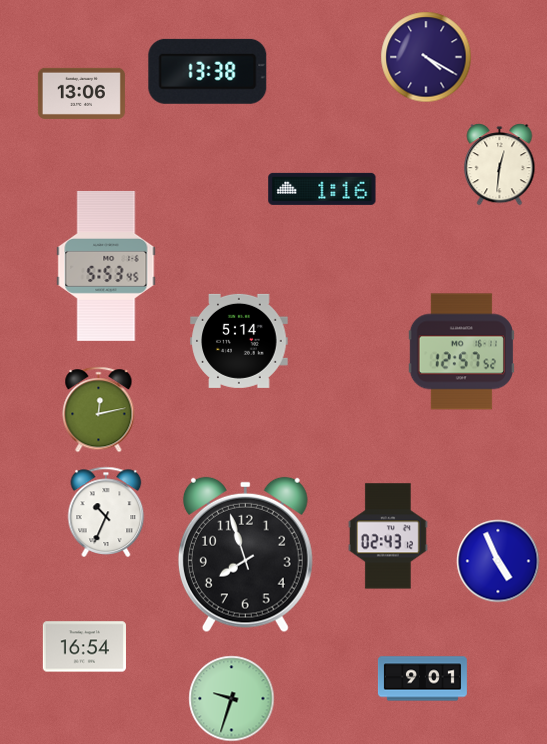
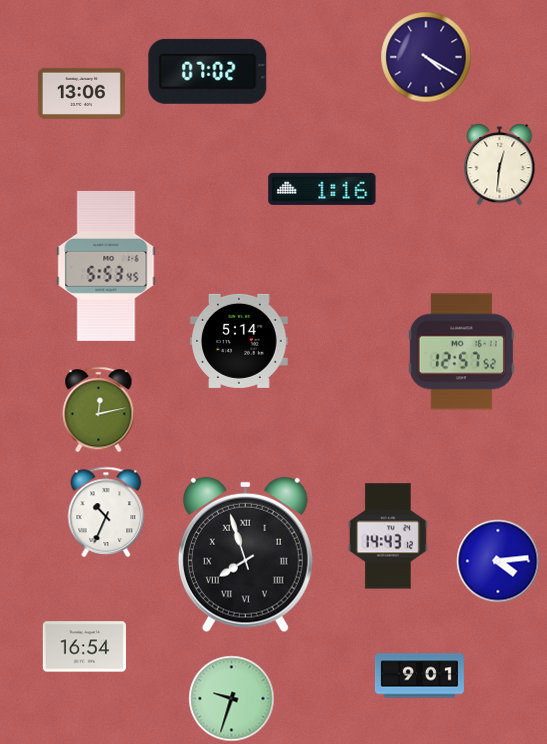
clock at (208, 71): 13:38 -> 07:02
clock at (388, 536): 02:43 -> 14:43
clock at (245, 555) numerals: Arabic -> Roman
clock at (498, 561): 4:56 -> 4:14
clock at (422, 679) position: (422, 679) -> (419, 676)
